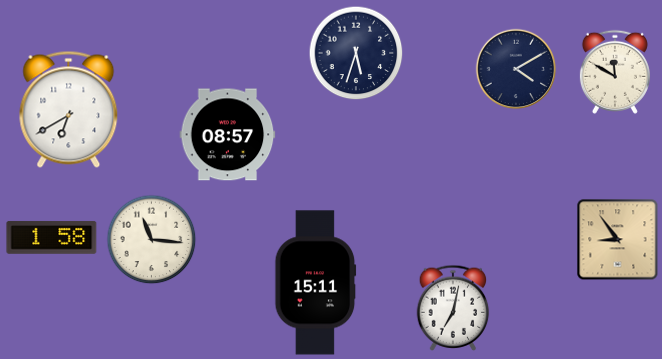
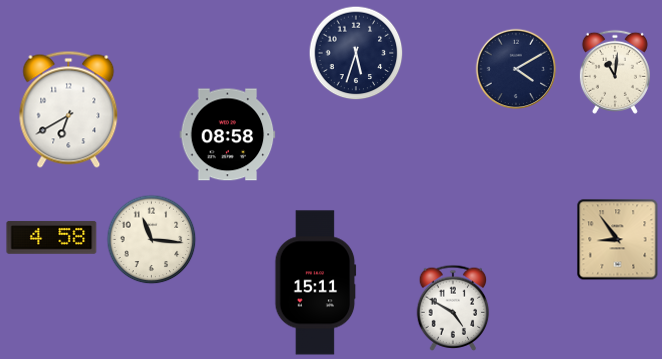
clock at (615, 72): 11:50 -> 11:01
clock at (228, 135): 08:57 -> 08:58
clock at (52, 237): 1:58 -> 4:58
clock at (453, 308): 7:02 -> 4:50
